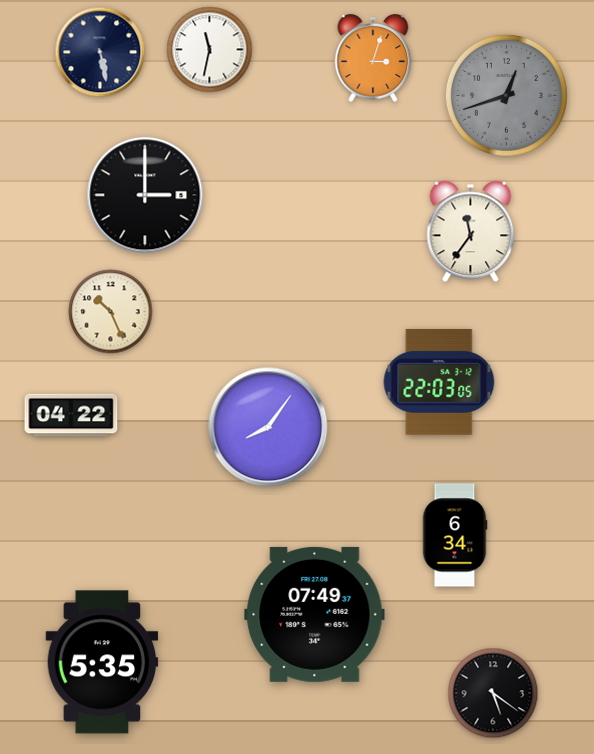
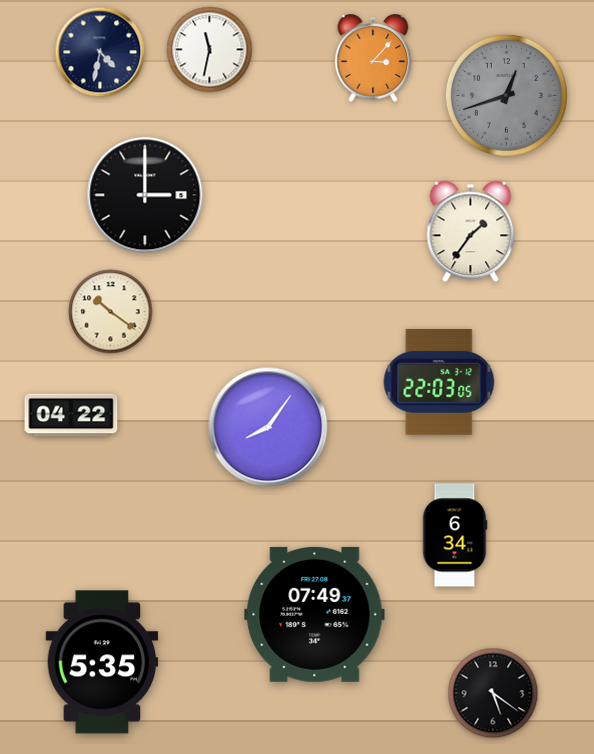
clock at (100, 52): 5:28 -> 4:32
clock at (373, 58): 3:03 -> 3:07
clock at (471, 232): 11:36 -> 1:36
clock at (111, 312): 10:26 -> 10:21
